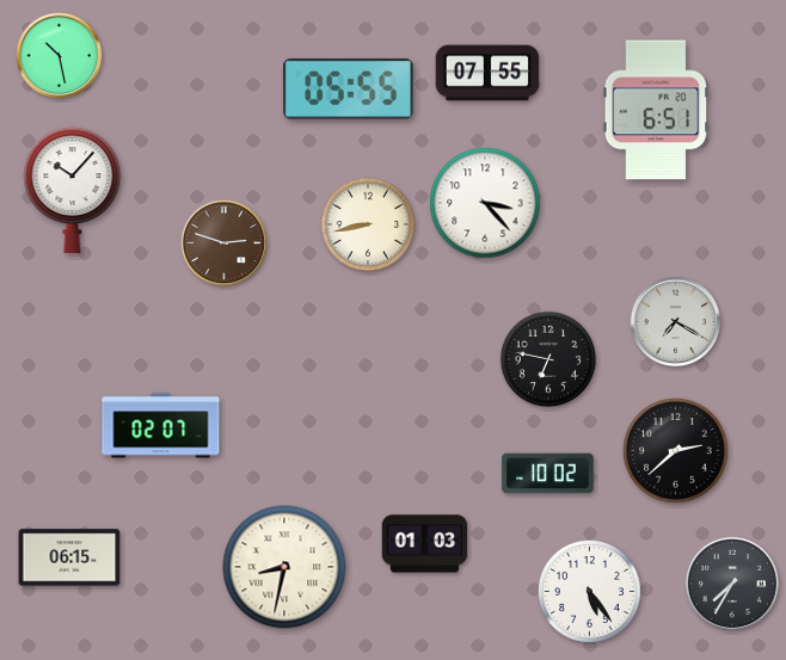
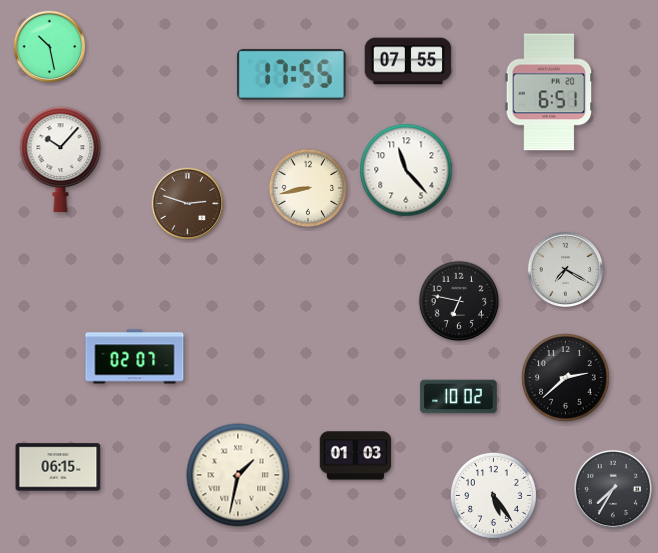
clock at (349, 88): 05:55 -> 17:55
clock at (485, 203): 3:23 -> 11:23
clock at (284, 567): 8:32 -> 1:32
